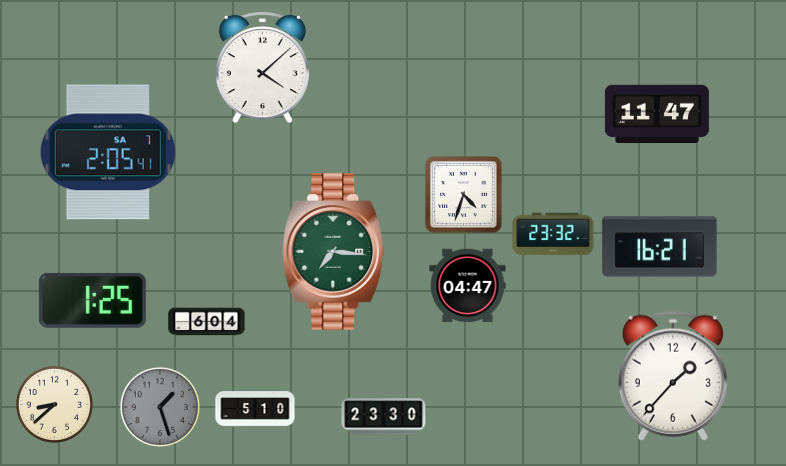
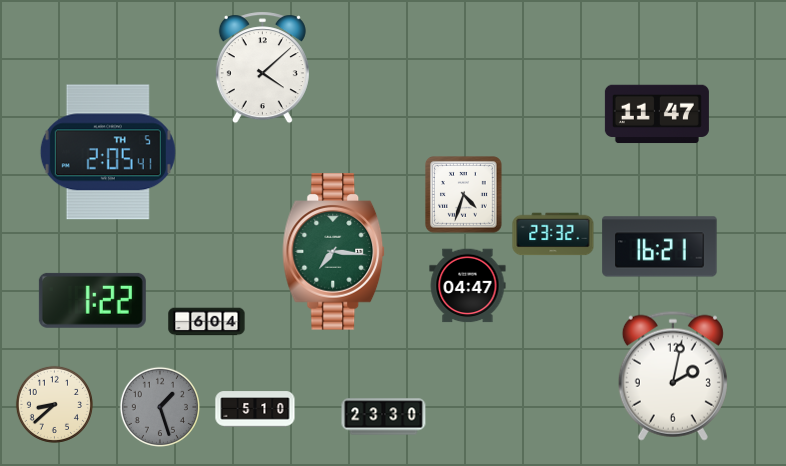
clock at (108, 152) date: SA 7 -> TH 5
clock at (92, 300): 1:25 -> 1:22
clock at (673, 376): 1:37 -> 2:02
